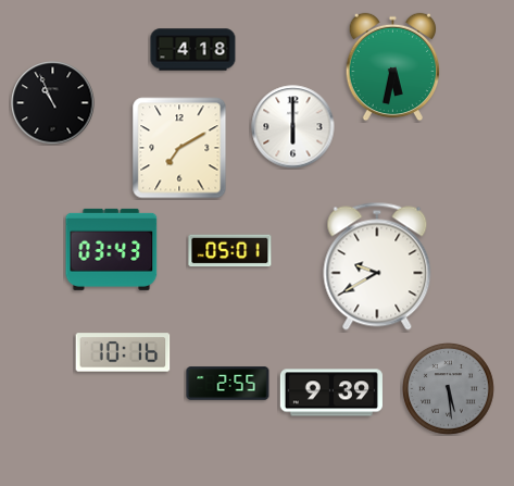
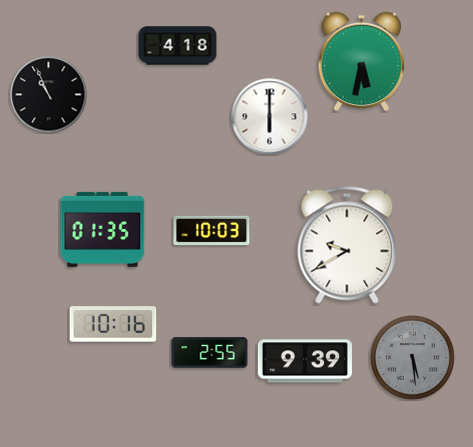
clock at (179, 148): 7:10 -> none
clock at (112, 249): 03:43 -> 01:35
clock at (230, 251): 05:01 -> 10:03
